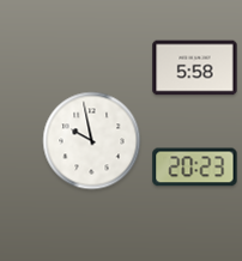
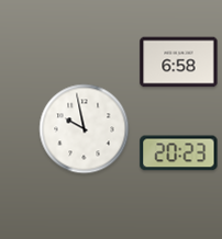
clock at (195, 68): 5:58 -> 6:58
